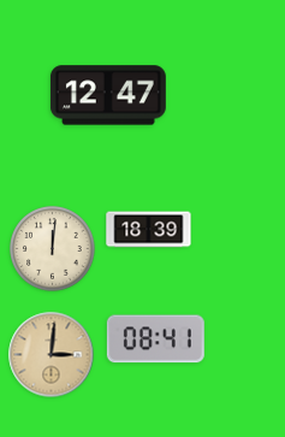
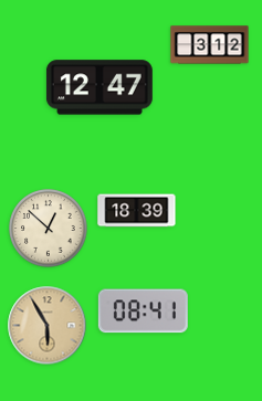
clock at (210, 45): none -> 3:12
clock at (53, 249): 12:01 -> 12:52
clock at (52, 355): 3:01 -> 5:55
